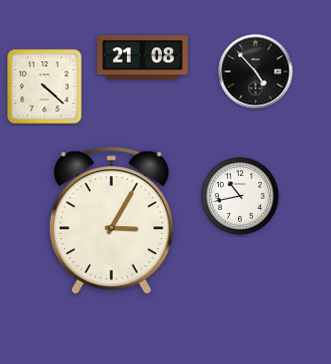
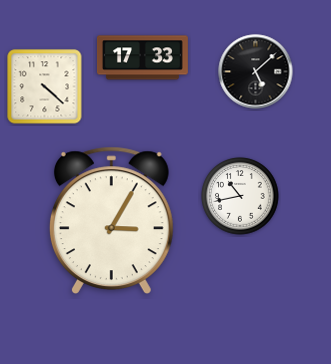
clock at (143, 58): 21:08 -> 17:33
clock at (256, 72): 4:53 -> 5:08
